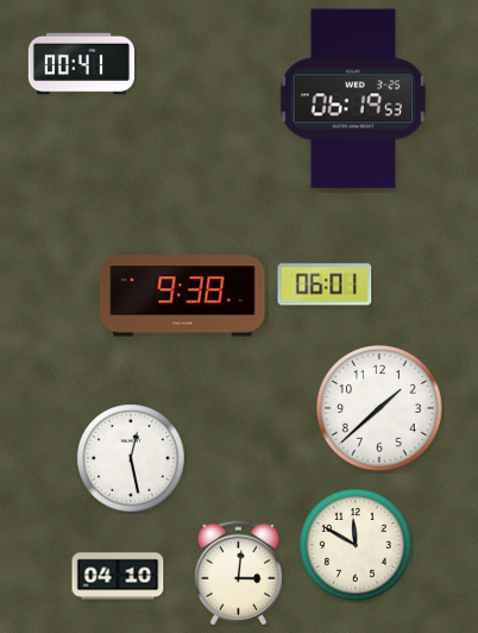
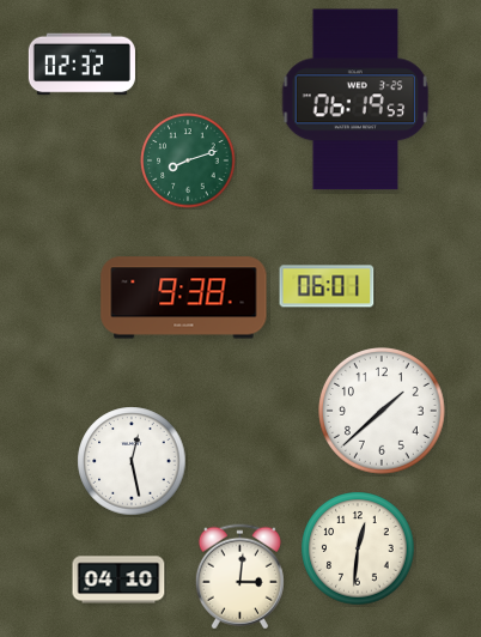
clock at (81, 64): 00:41 -> 02:32
clock at (188, 160): none -> 8:12
clock at (356, 545): 11:50 -> 12:31
